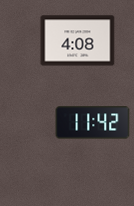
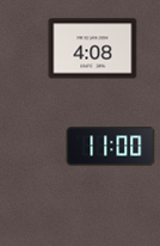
clock at (93, 123): 11:42 -> 11:00
